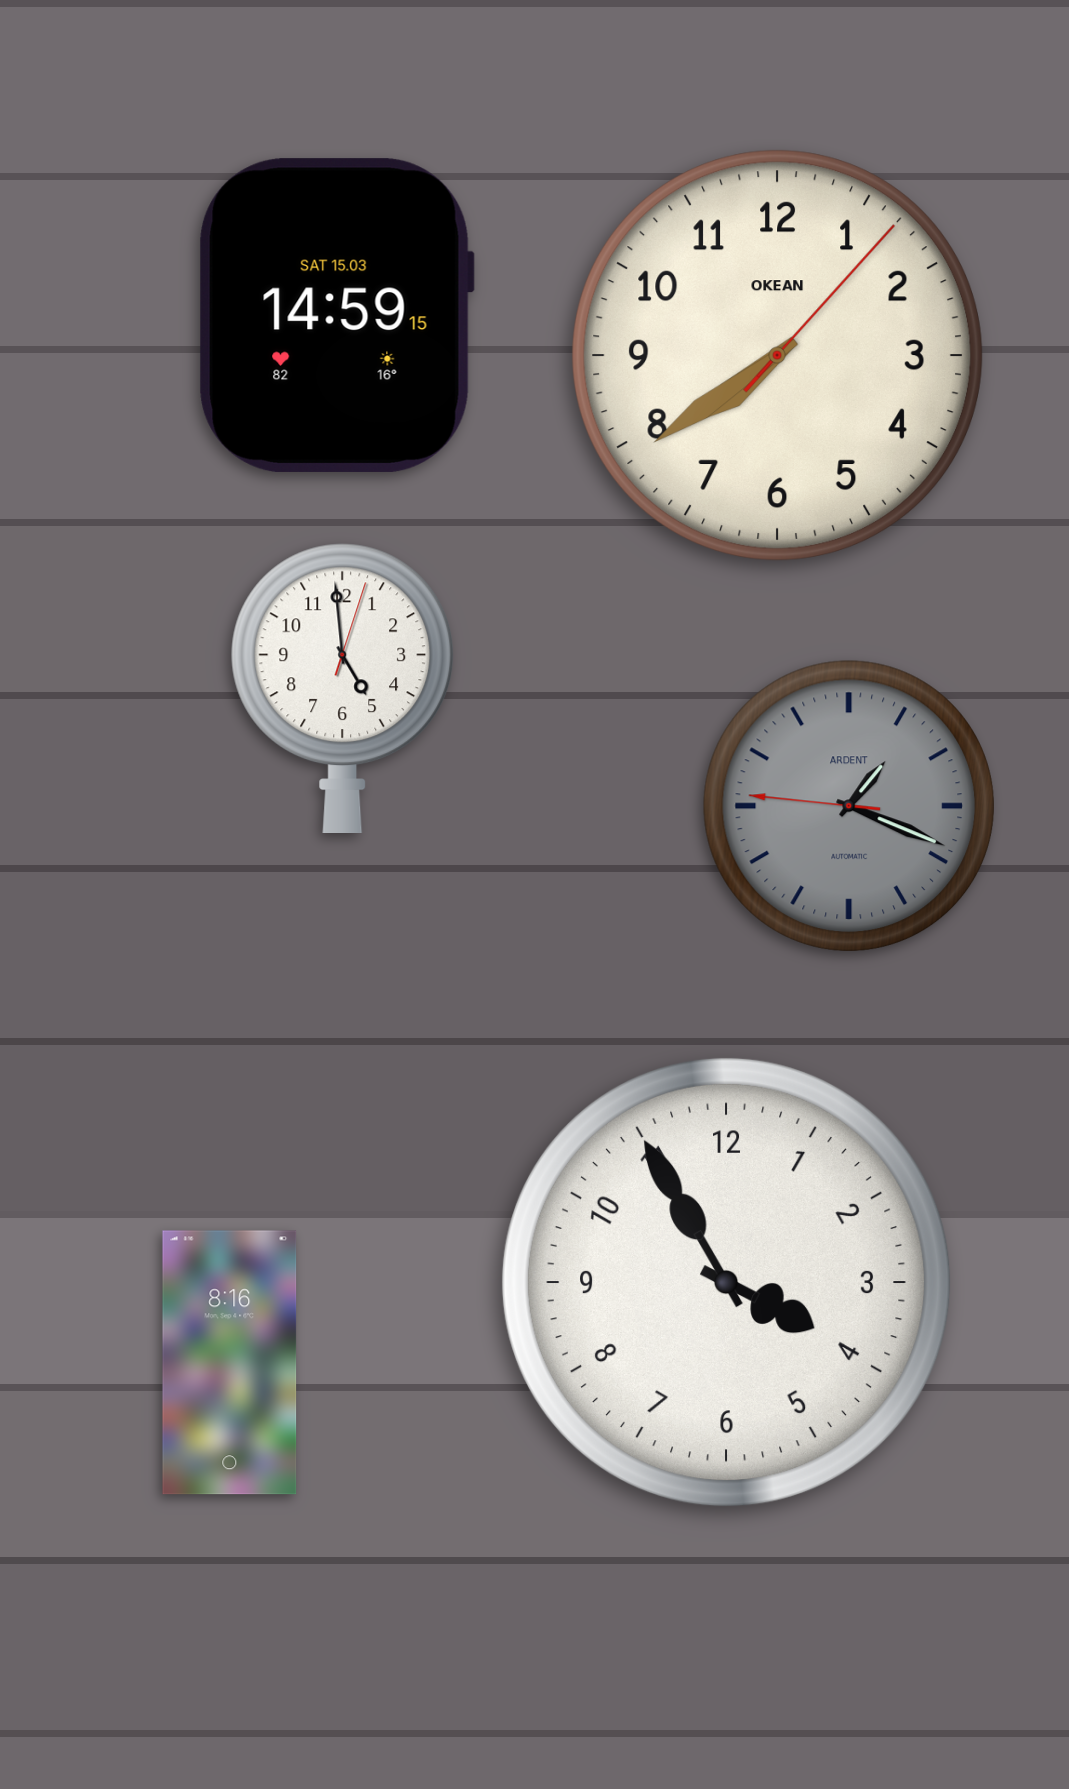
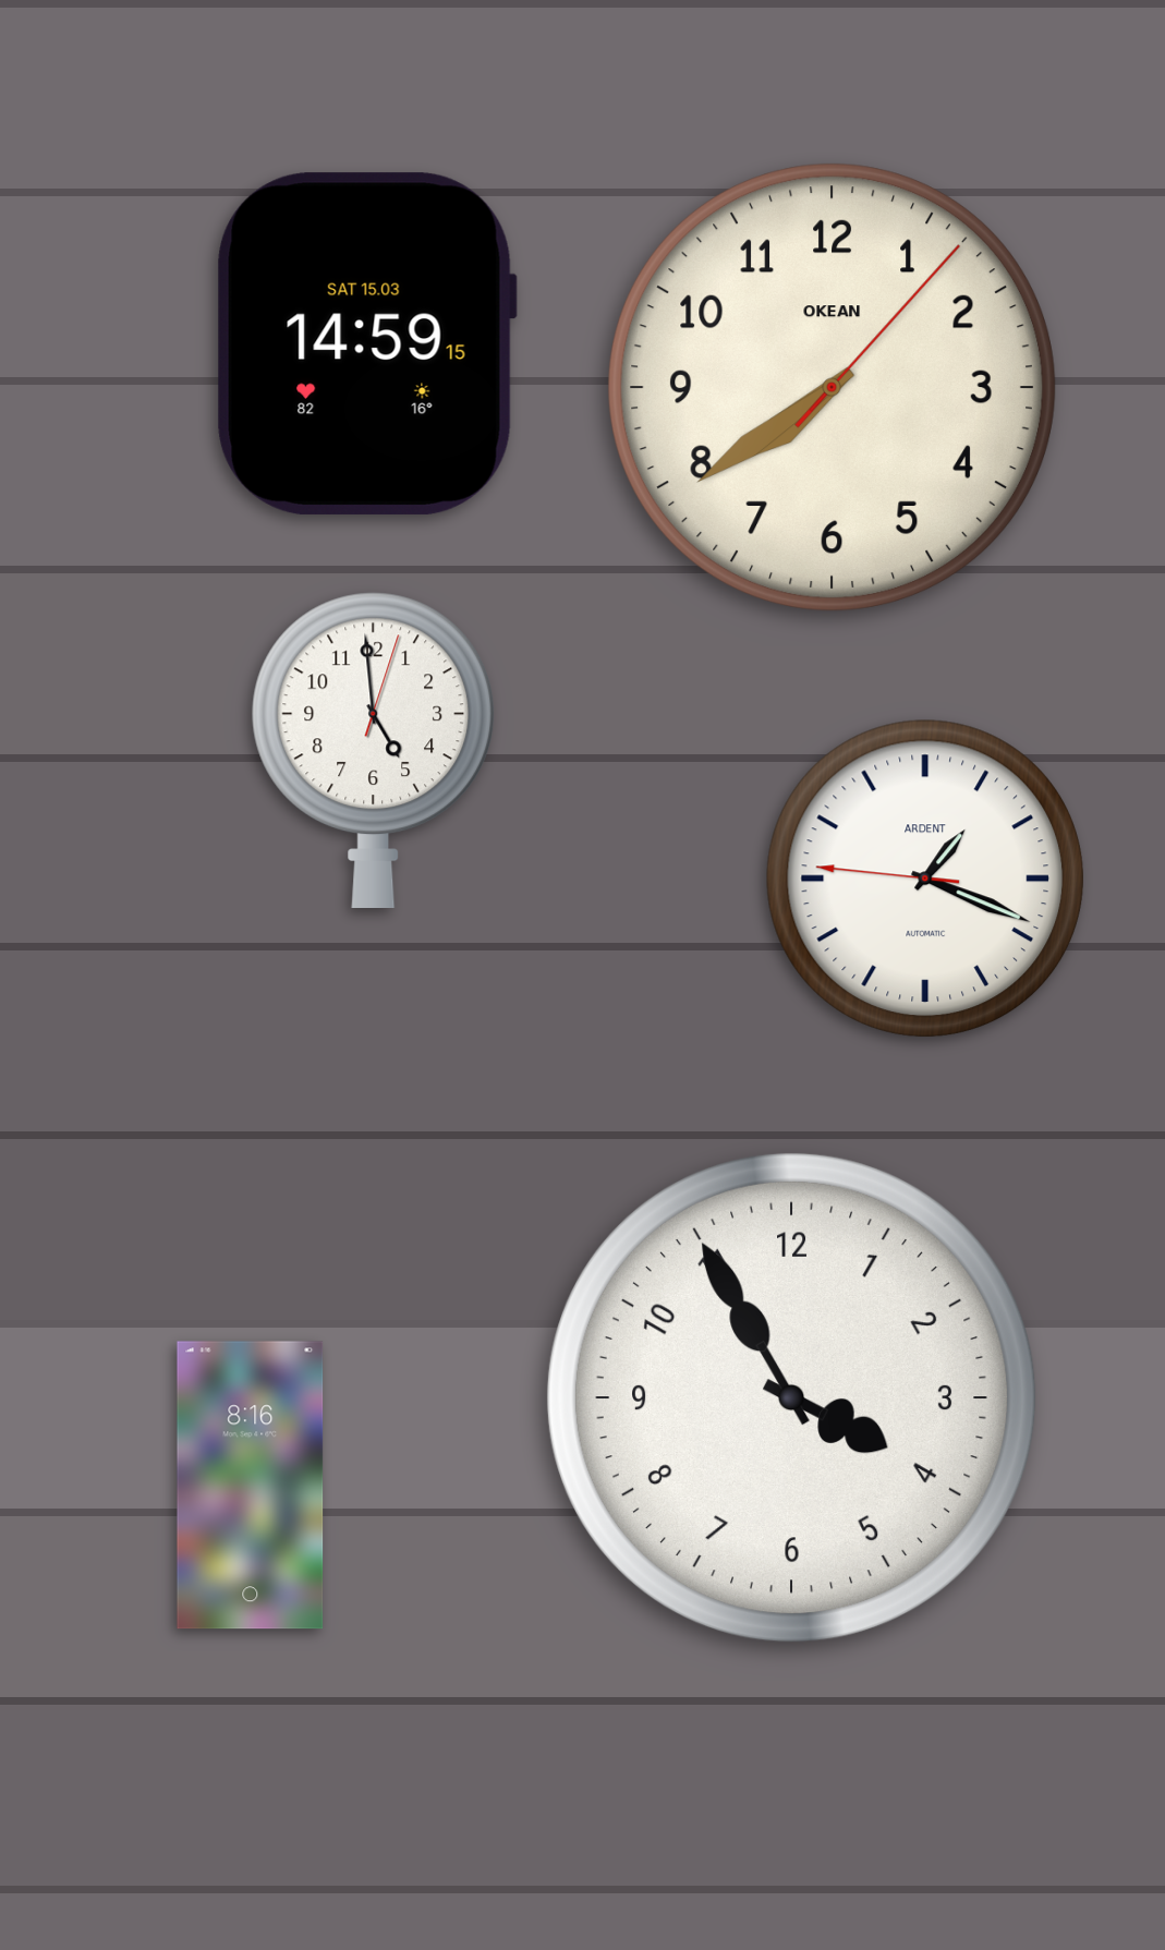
clock at (777, 355) position: (777, 355) -> (832, 387)
clock at (848, 805) dial: grey -> white
